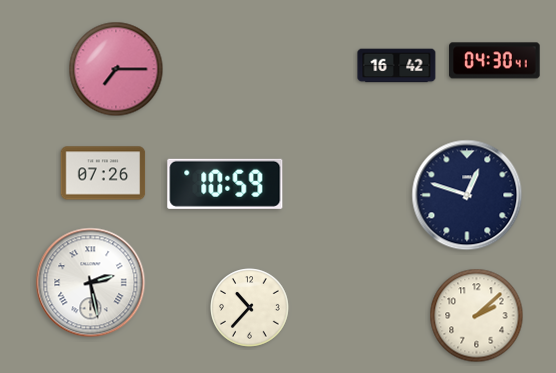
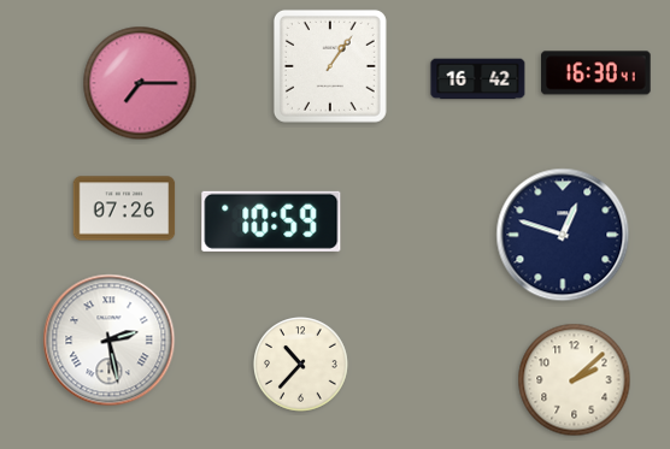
clock at (330, 66): none -> 1:06
clock at (495, 61): 04:30 -> 16:30
clock at (250, 308) position: (250, 308) -> (301, 365)
